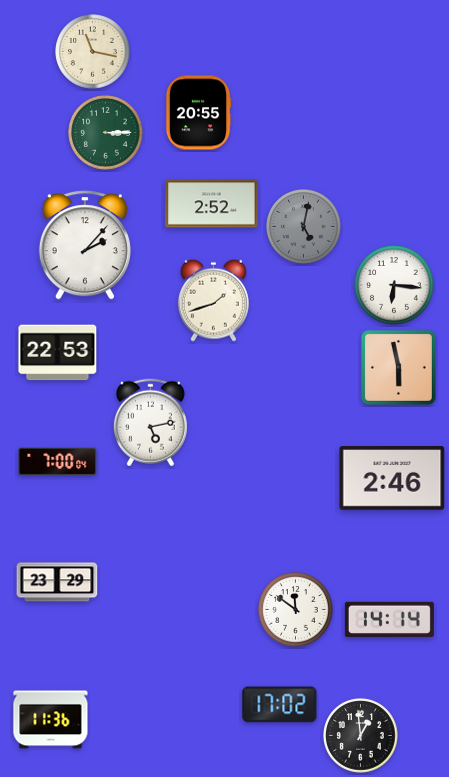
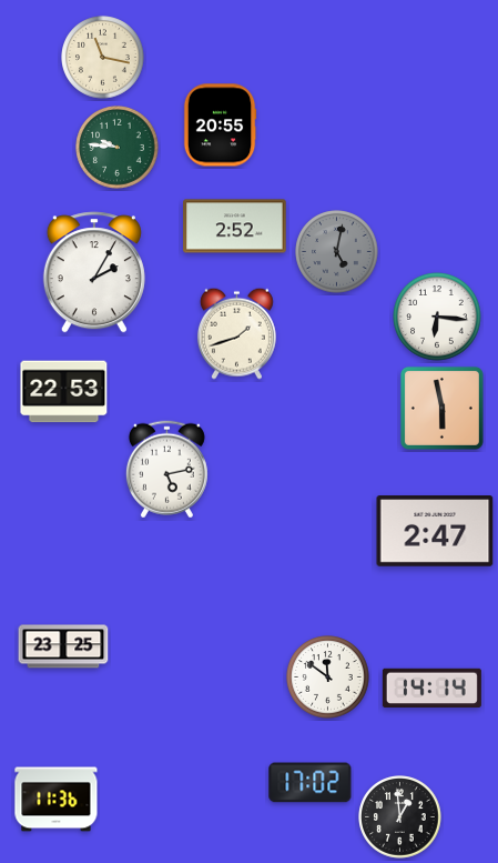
clock at (106, 133): 3:15 -> 9:46
clock at (85, 245): 2:07 -> 2:05
clock at (58, 462): 7:00 -> none
clock at (392, 478): 2:46 -> 2:47
clock at (57, 582): 23:29 -> 23:25
